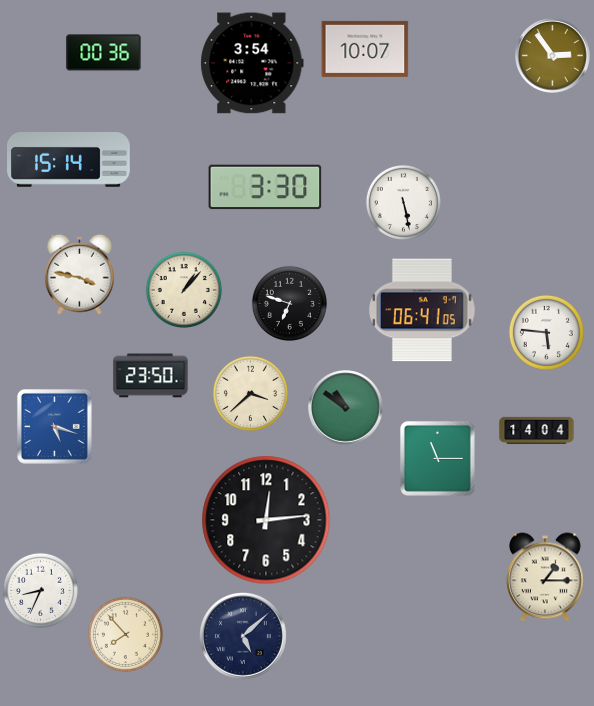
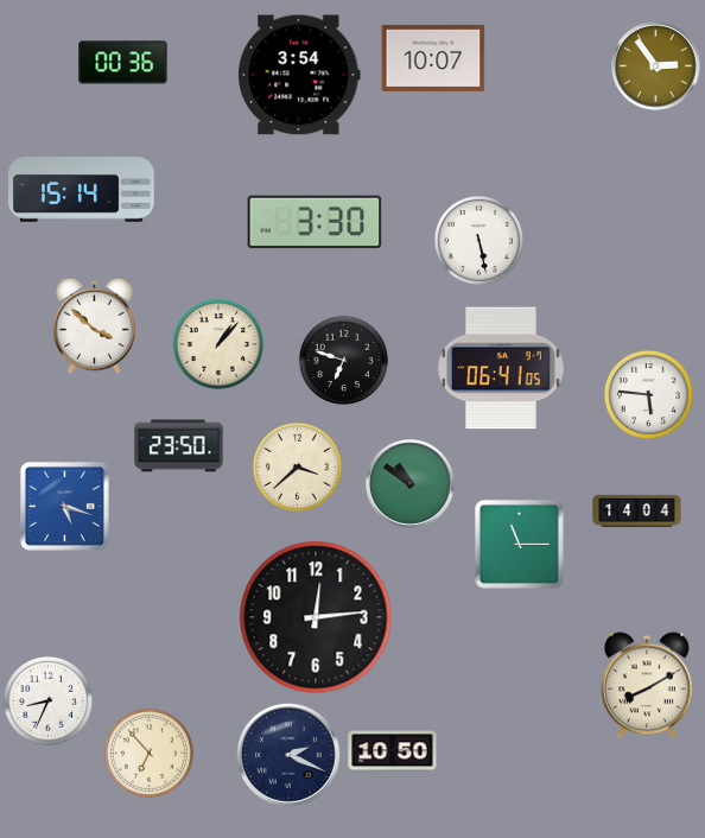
clock at (79, 274): 3:47 -> 3:52
clock at (545, 577): 1:15 -> 8:10
clock at (393, 751): none -> 10:50
clock at (125, 634): 7:53 -> 6:53
clock at (243, 636): 5:08 -> 2:19
